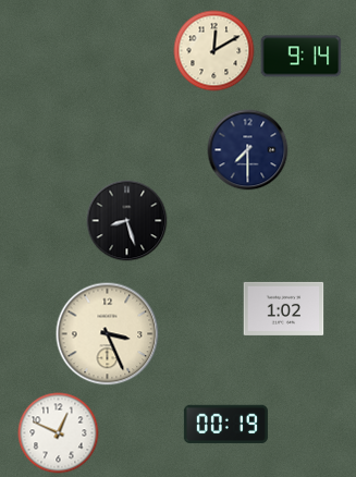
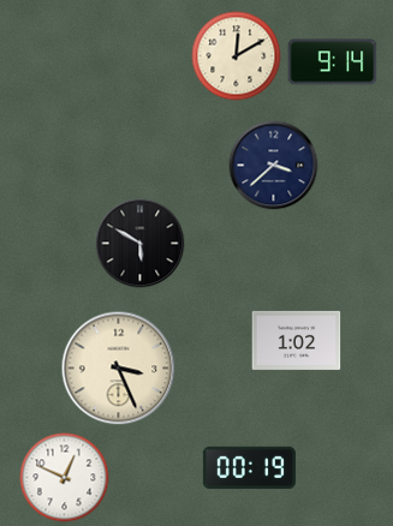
clock at (248, 150): 7:30 -> 3:38
clock at (127, 221): 8:27 -> 5:50
clock at (284, 308) position: (284, 308) -> (297, 340)
